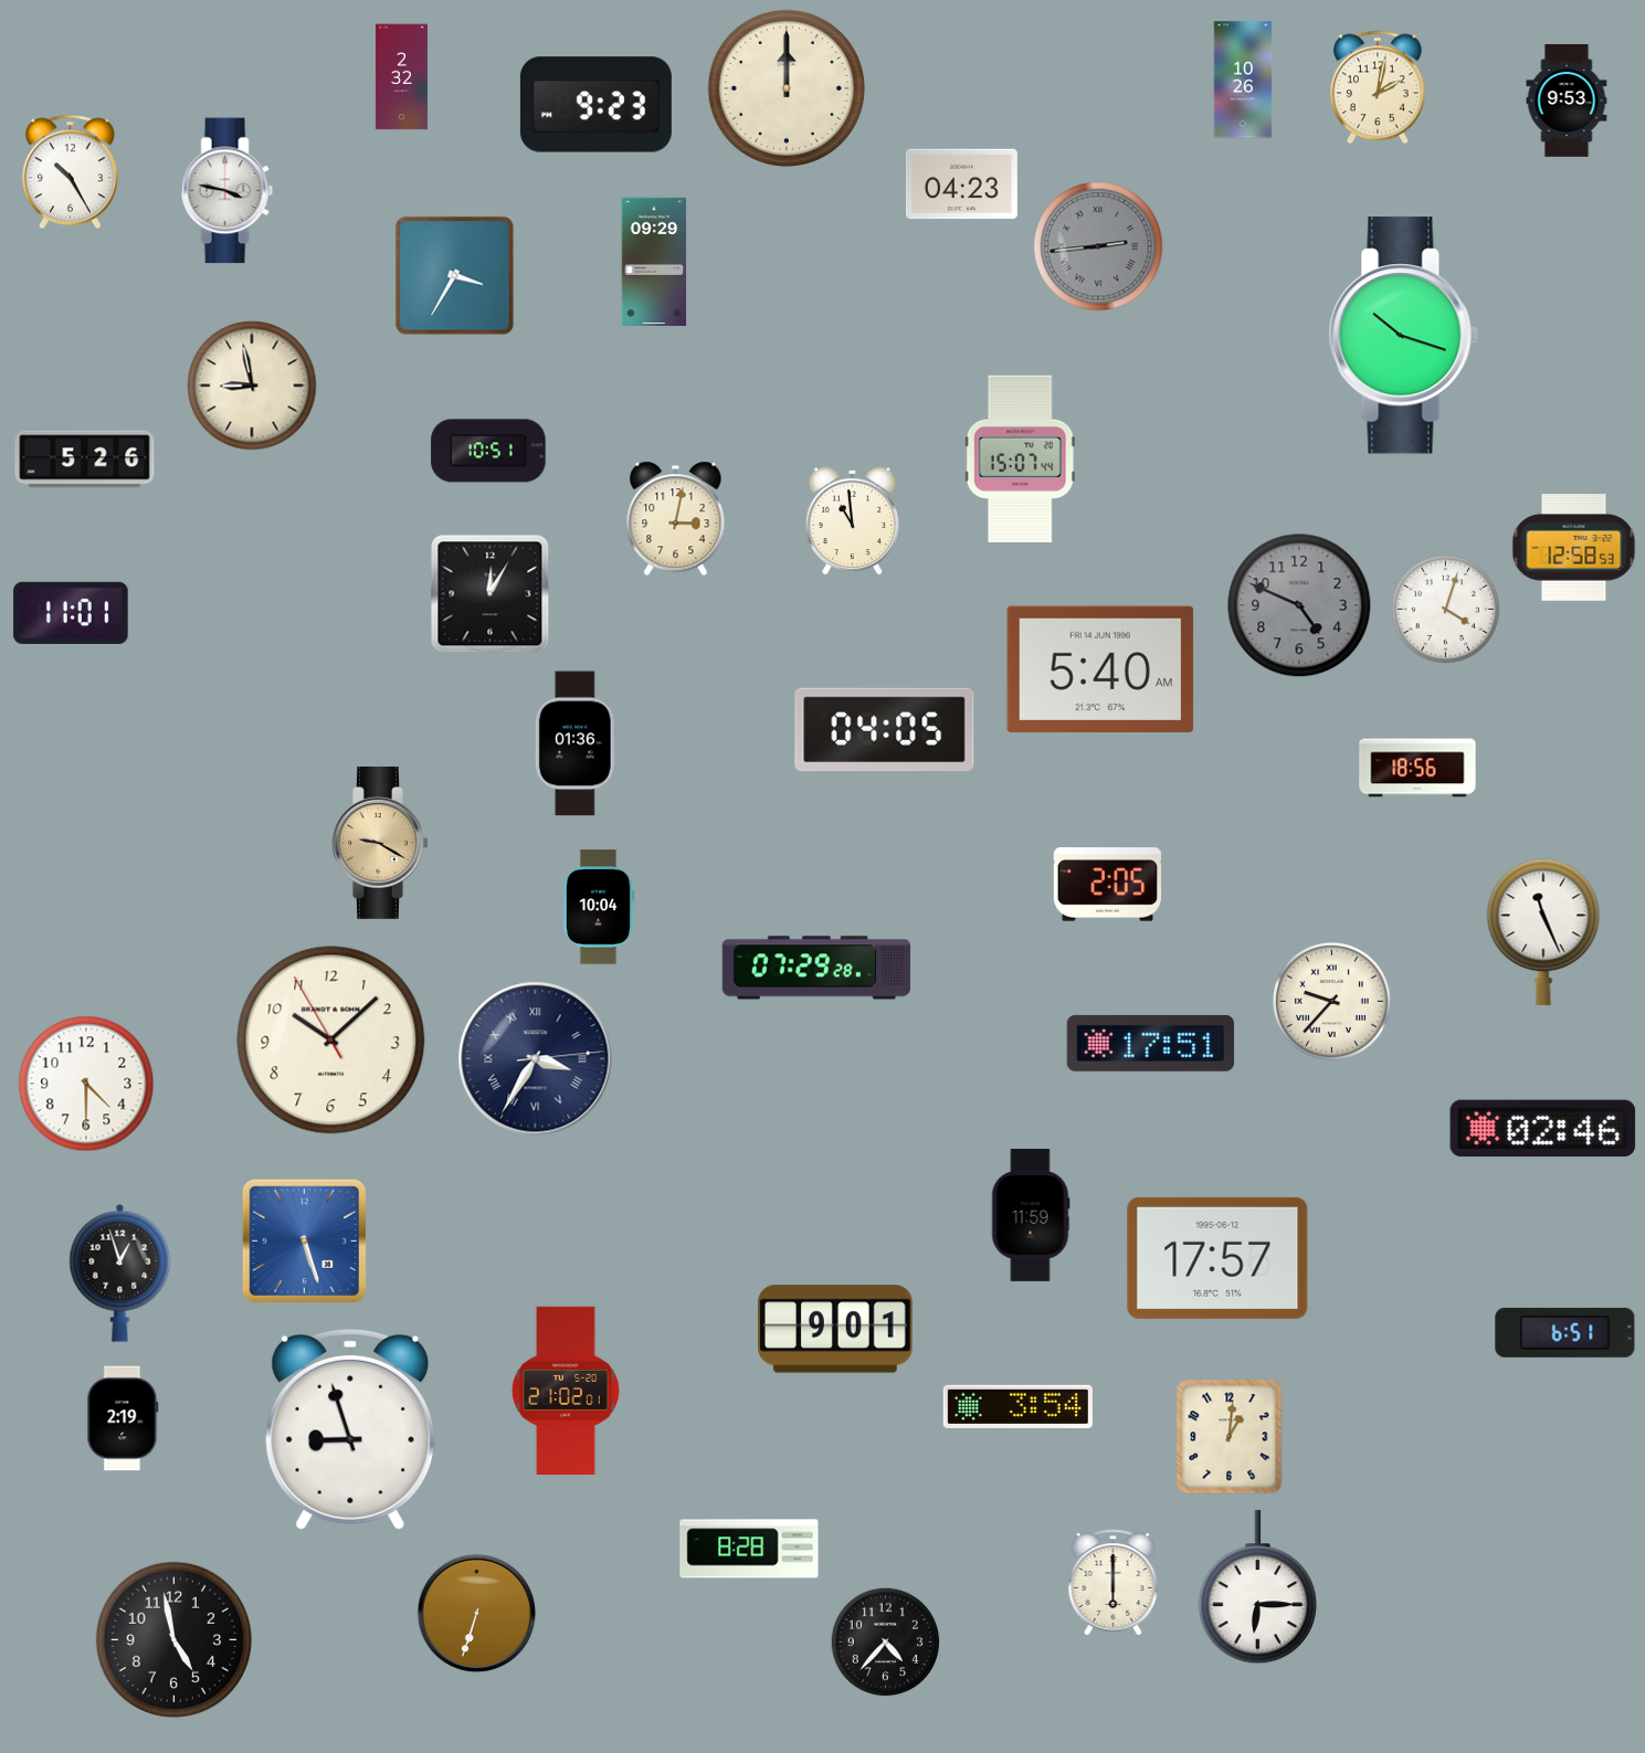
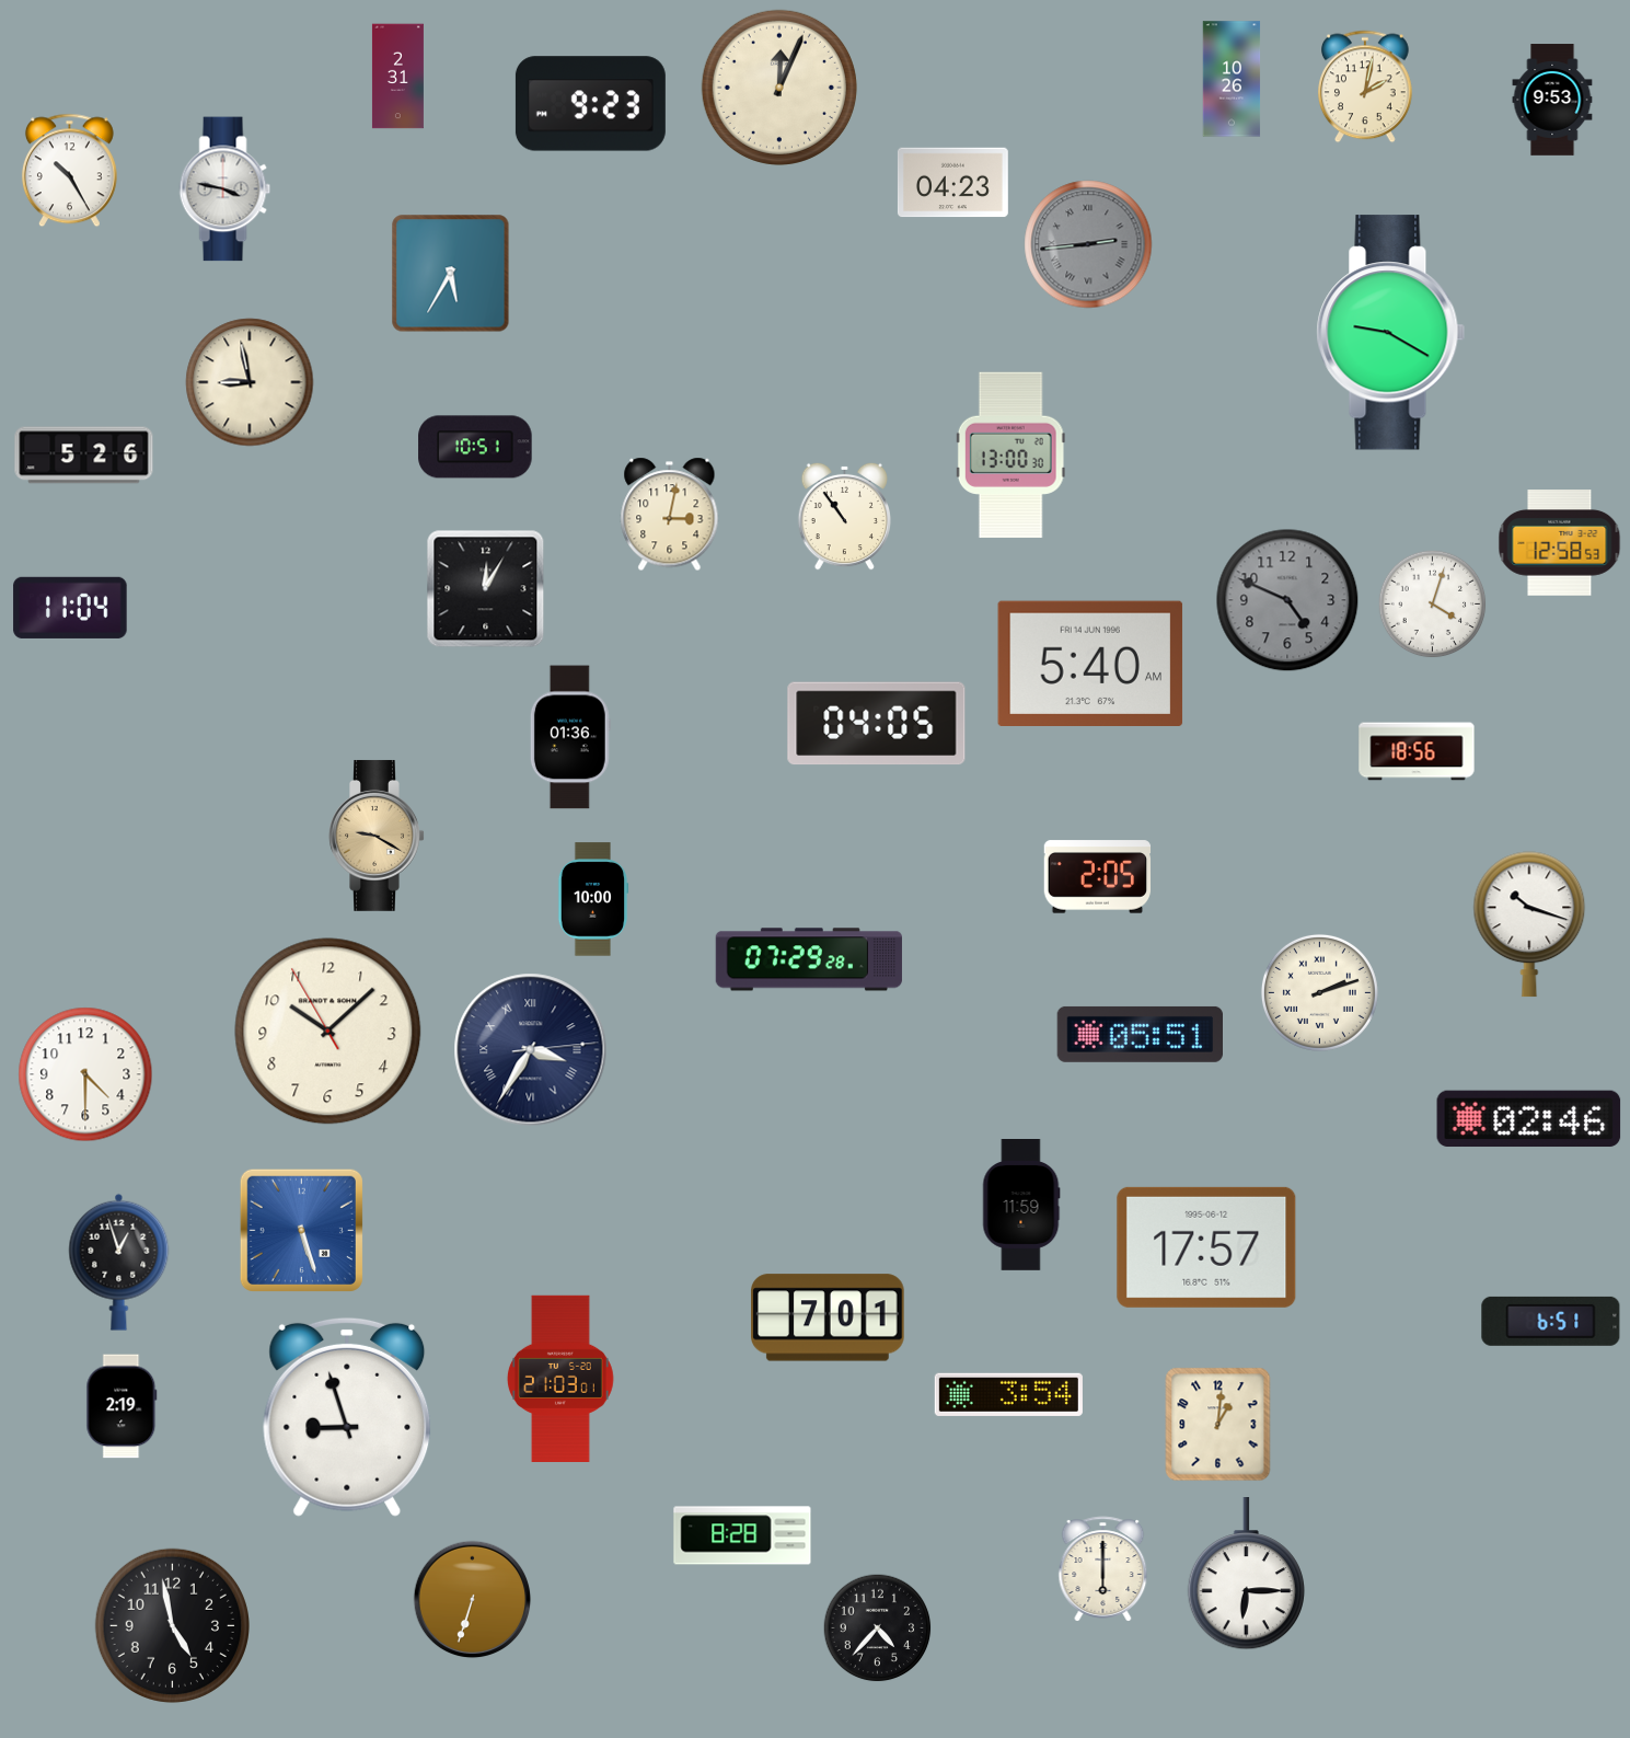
clock at (401, 77): 2:32 -> 2:31
clock at (787, 88): 12:00 -> 12:04
clock at (654, 261): 09:29 -> none
clock at (455, 276): 3:35 -> 5:35
clock at (1404, 336): 10:18 -> 9:20
clock at (488, 451) position: (488, 451) -> (475, 447)
clock at (1020, 460): 15:07 -> 13:00
clock at (852, 520): 10:59 -> 10:54
clock at (71, 613): 11:01 -> 11:04
clock at (1417, 768) position: (1417, 768) -> (1417, 751)
clock at (599, 907): 10:04 -> 10:00
clock at (1543, 932): 11:26 -> 10:18
clock at (1331, 1001): 9:37 -> 2:12
clock at (1150, 1043): 17:51 -> 05:51
clock at (835, 1329): 9:01 -> 7:01
clock at (566, 1390): 21:02 -> 21:03
